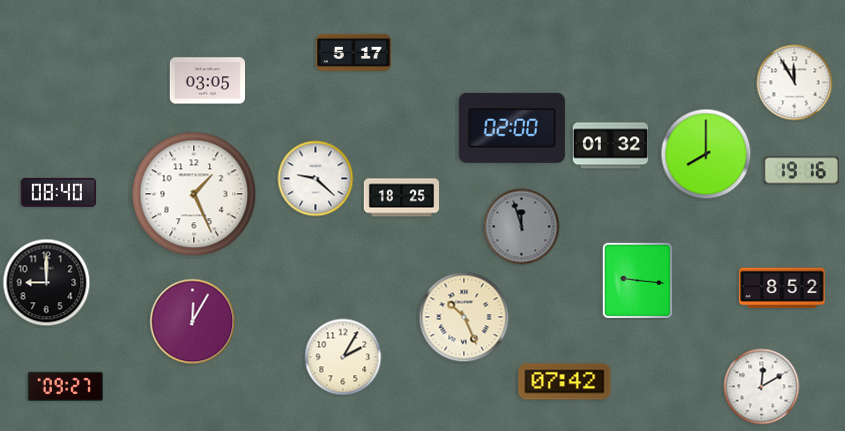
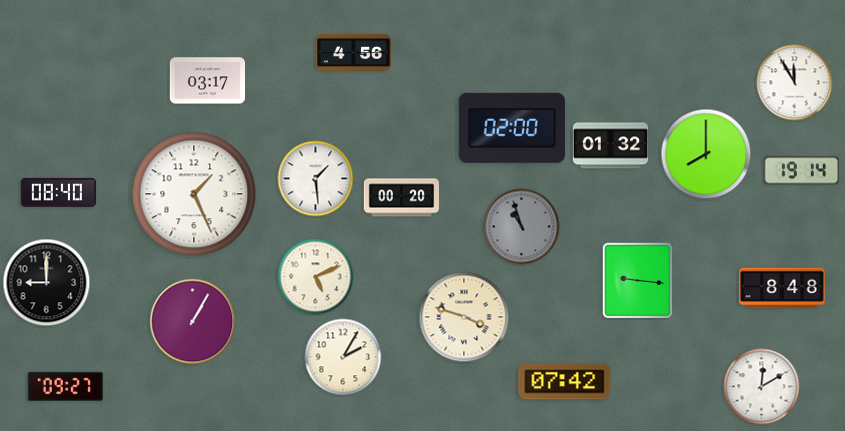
clock at (353, 52): 5:17 -> 4:56
clock at (207, 81): 03:05 -> 03:17
clock at (801, 171): 19:16 -> 19:14
clock at (316, 179): 9:22 -> 1:29
clock at (402, 198): 18:25 -> 00:20
clock at (522, 227): 11:57 -> 10:57
clock at (316, 277): none -> 5:11
clock at (782, 288): 8:52 -> 8:48
clock at (464, 317): 10:26 -> 3:48
clock at (193, 322): 12:05 -> 1:05
